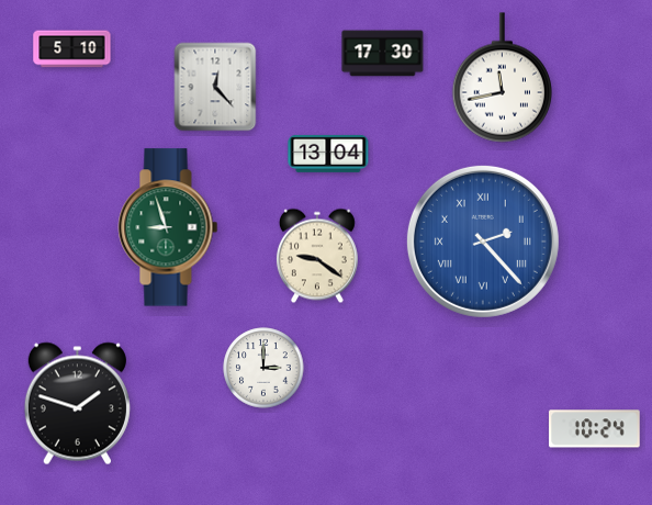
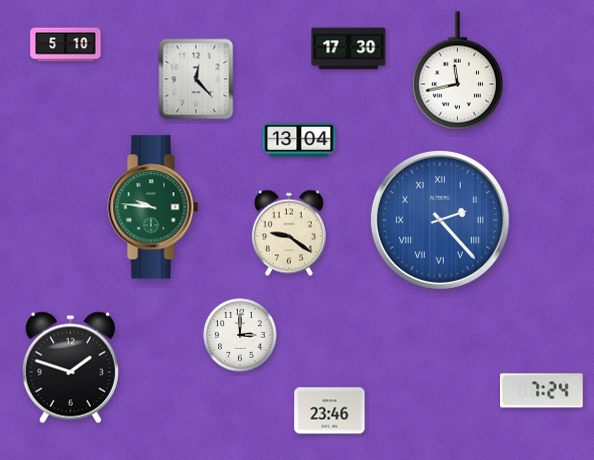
clock at (168, 227): 8:57 -> 9:46
clock at (595, 429): 10:24 -> 7:24
clock at (330, 411): none -> 23:46
